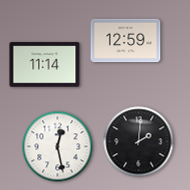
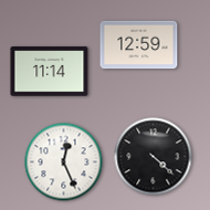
clock at (139, 142): 2:01 -> 4:22
clock at (58, 147): 12:28 -> 12:26
